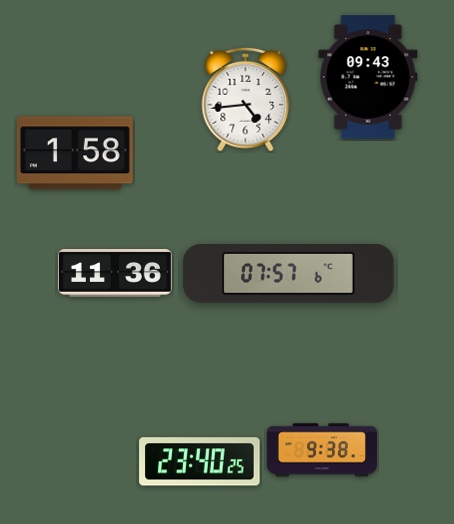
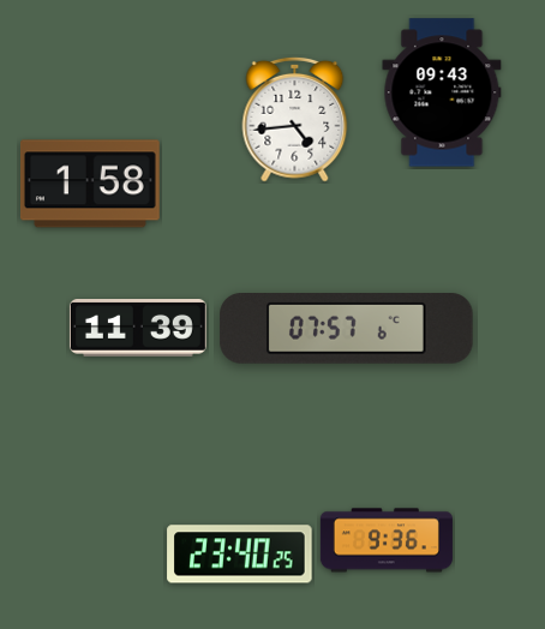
clock at (115, 274): 11:36 -> 11:39
clock at (322, 450): 9:38 -> 9:36
